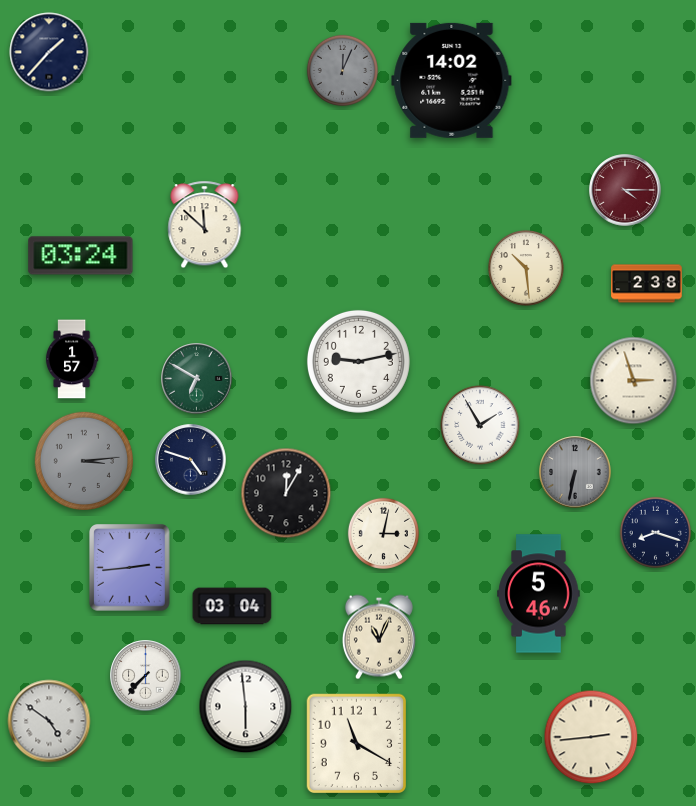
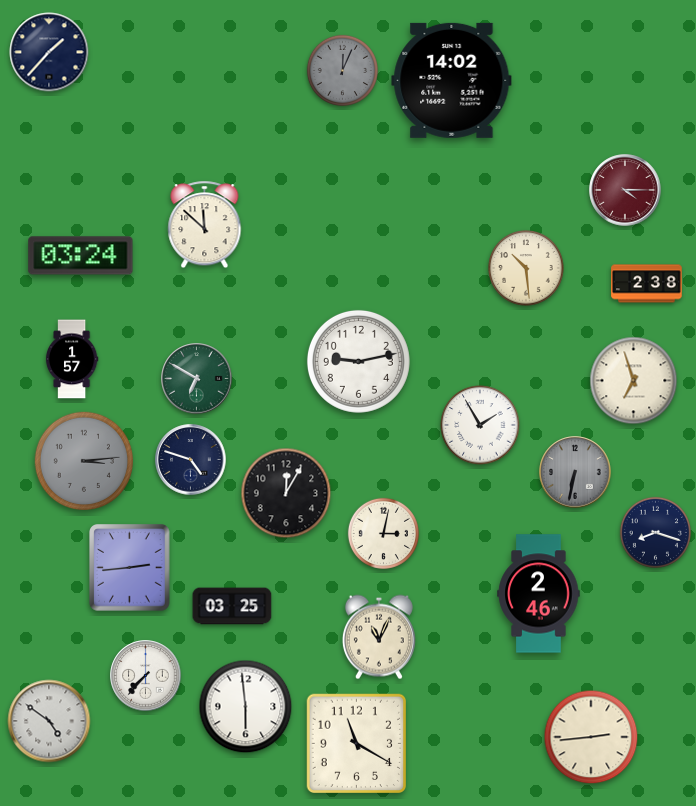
clock at (634, 381): 2:57 -> 6:57
clock at (539, 594): 5:46 -> 2:46
clock at (232, 606): 03:04 -> 03:25
